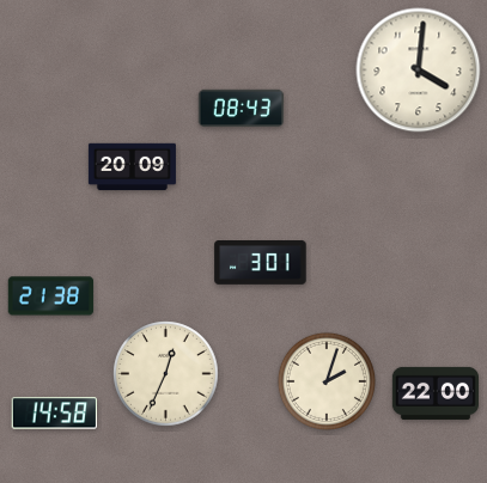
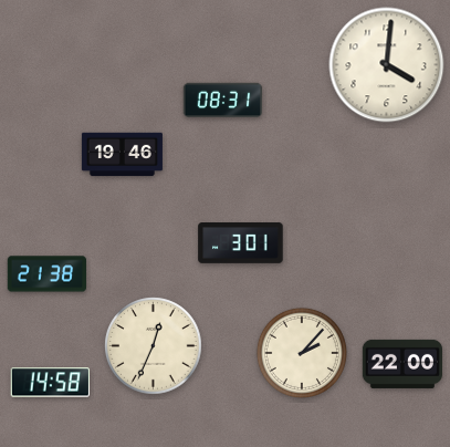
clock at (242, 109): 08:43 -> 08:31
clock at (132, 167): 20:09 -> 19:46
clock at (327, 381): 2:03 -> 2:07
